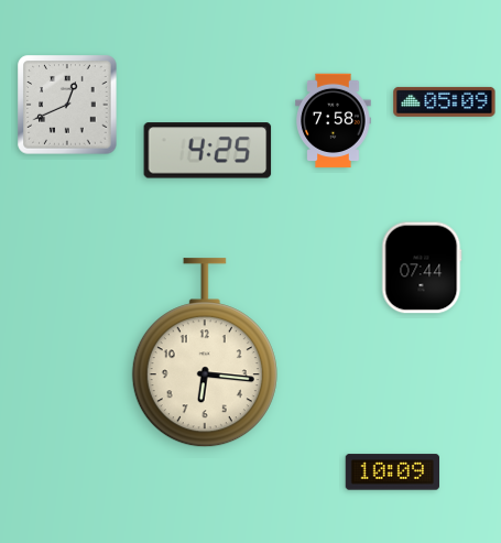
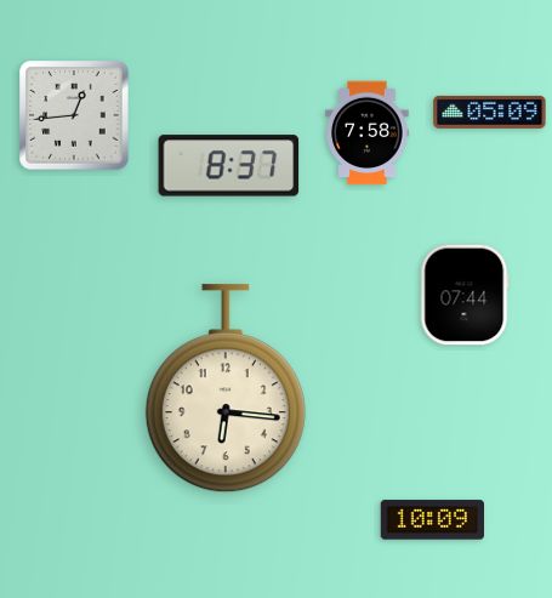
clock at (67, 105): 12:41 -> 12:44
clock at (208, 151): 4:25 -> 8:37
